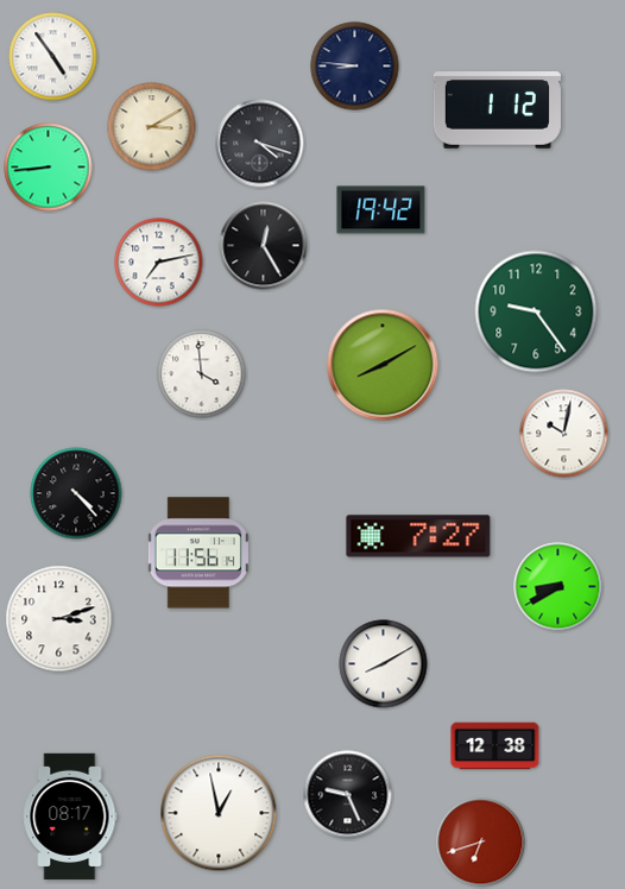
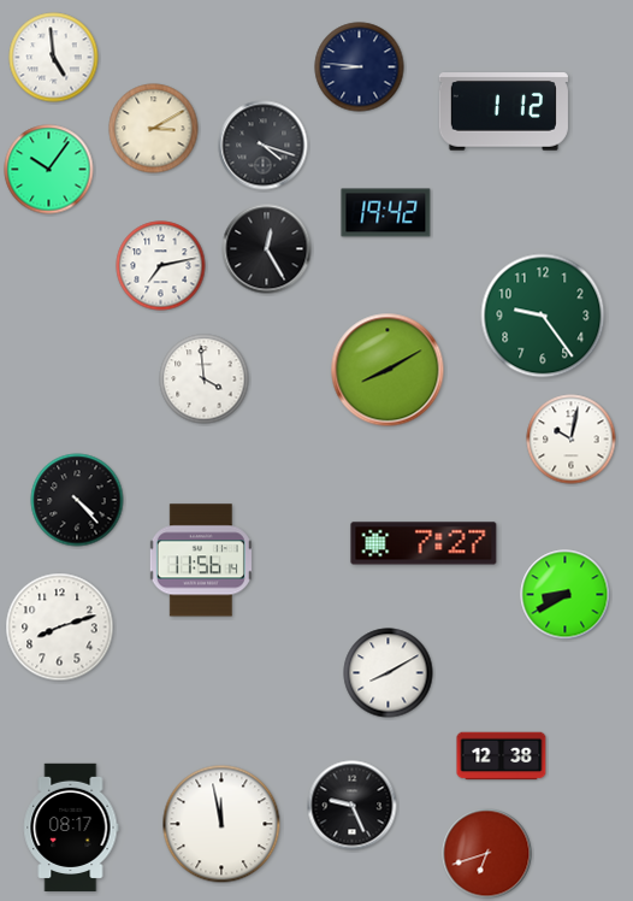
clock at (53, 57): 4:54 -> 4:59
clock at (49, 168): 8:44 -> 10:06
clock at (59, 619): 3:12 -> 8:12
clock at (219, 813): 12:58 -> 11:58
